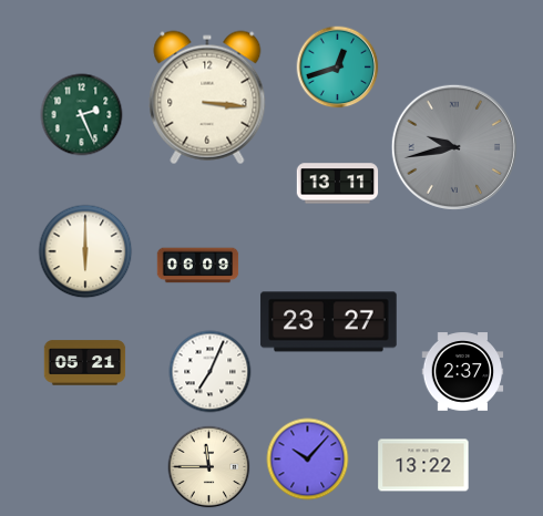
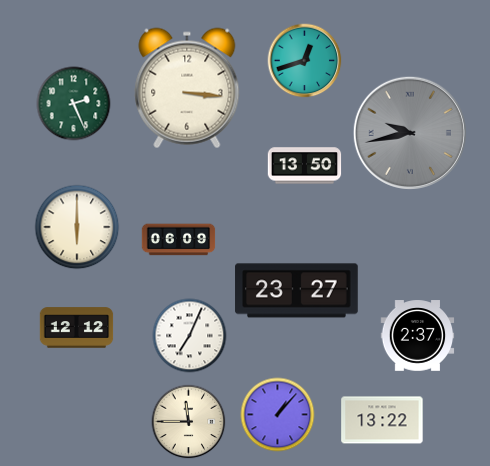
clock at (338, 184): 13:11 -> 13:50
clock at (85, 363): 05:21 -> 12:12
clock at (308, 460): 10:07 -> 1:07
